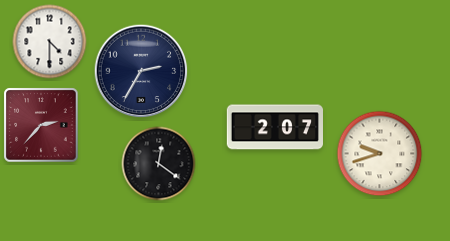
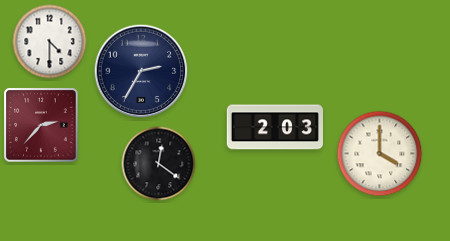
clock at (274, 127): 2:07 -> 2:03
clock at (380, 154): 9:42 -> 4:00
